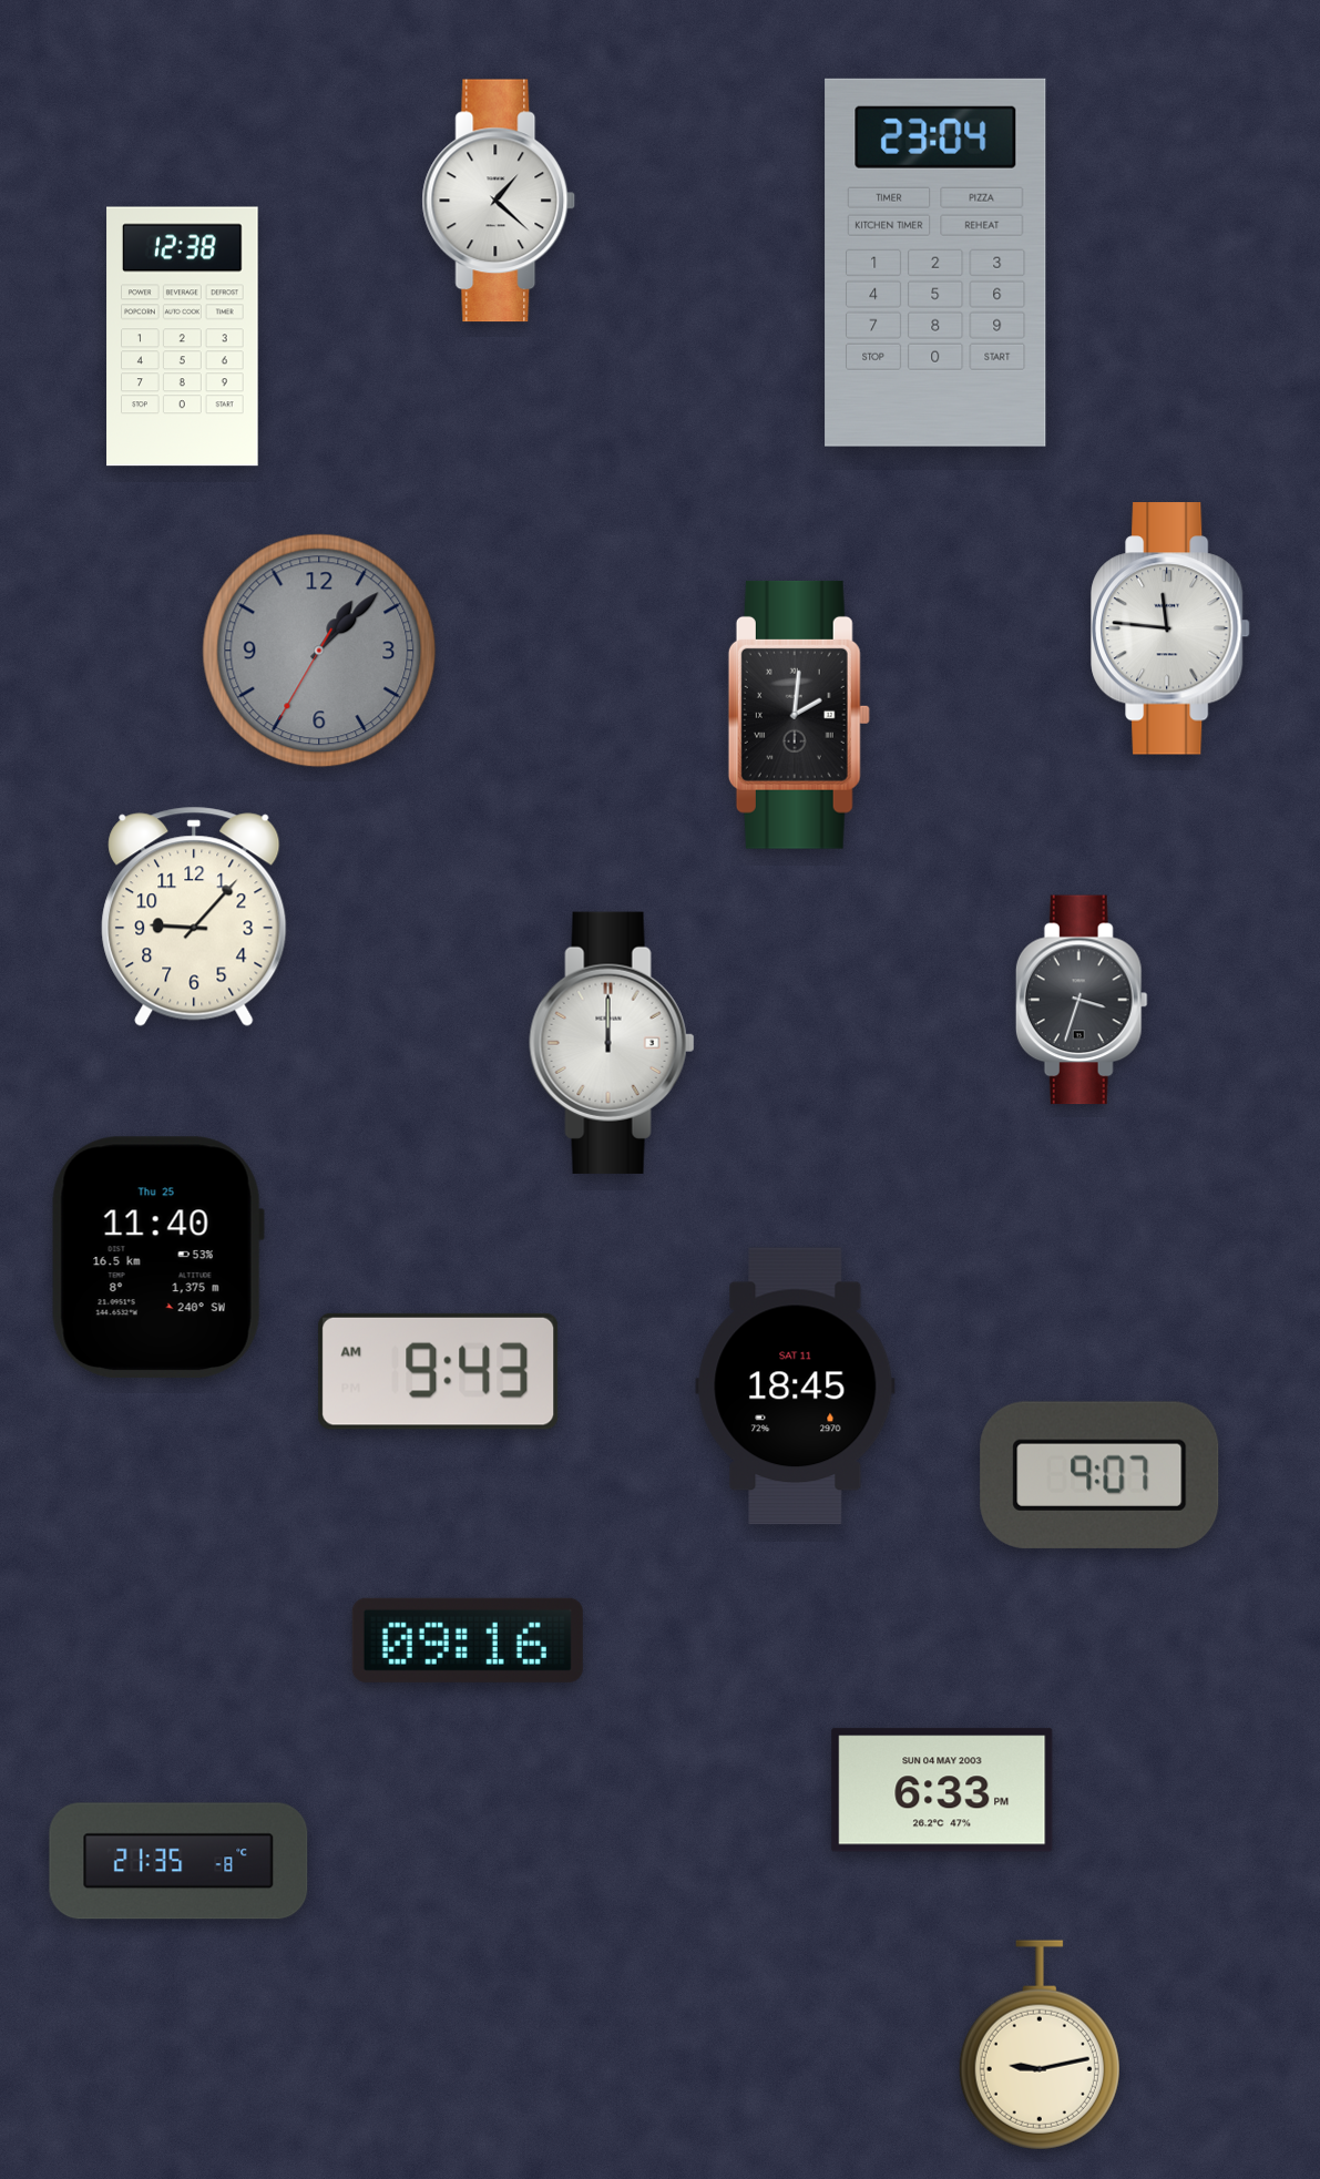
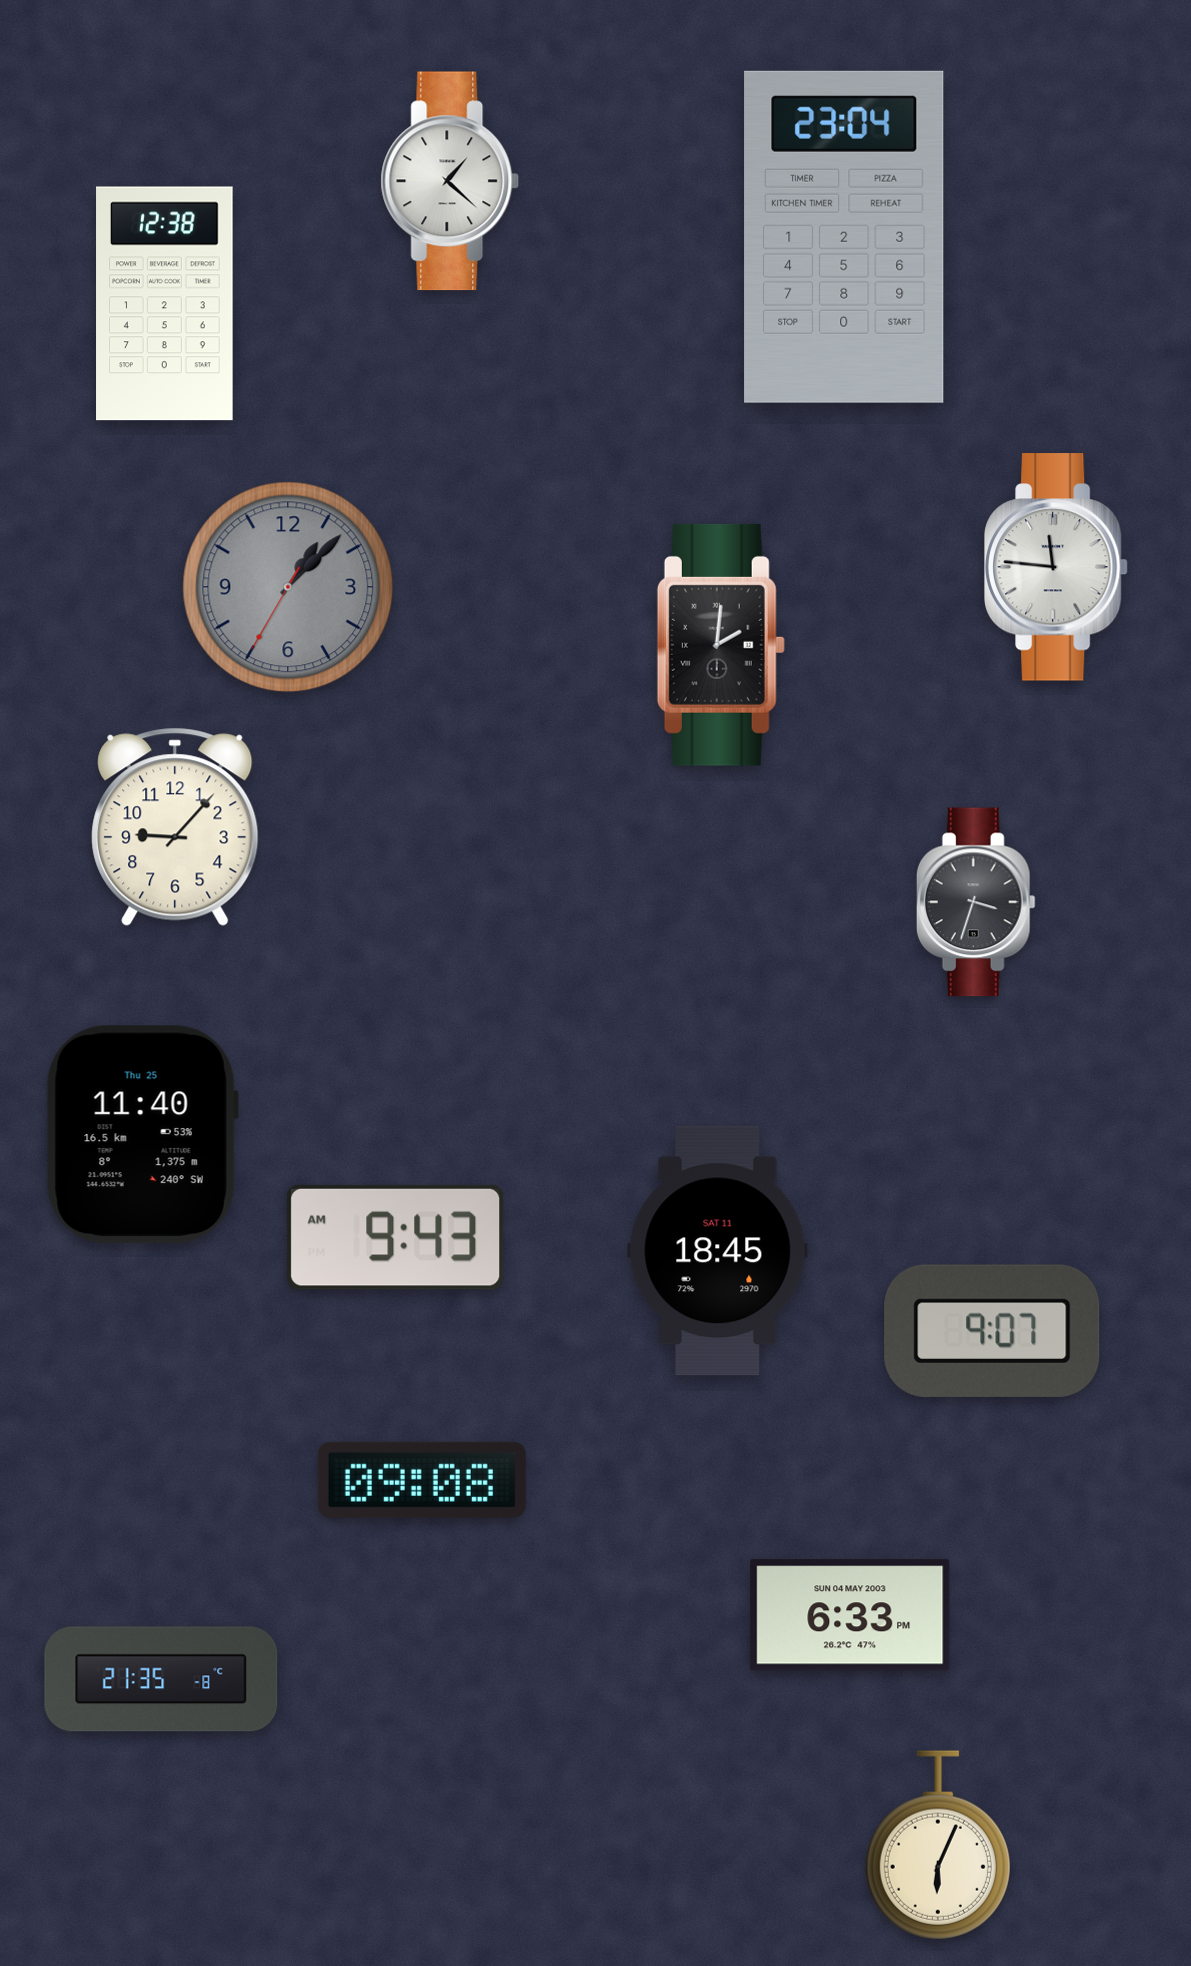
clock at (612, 1043): 12:00 -> none
clock at (468, 1640): 09:16 -> 09:08
clock at (1040, 2045): 9:13 -> 6:04
